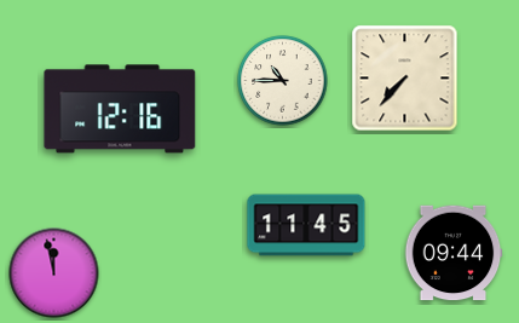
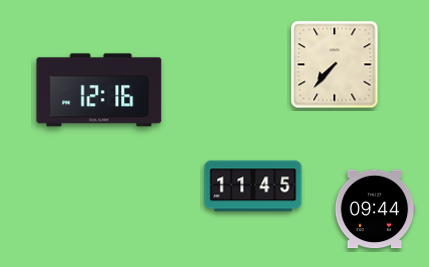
clock at (283, 81): 10:45 -> none
clock at (54, 273): 11:58 -> none
